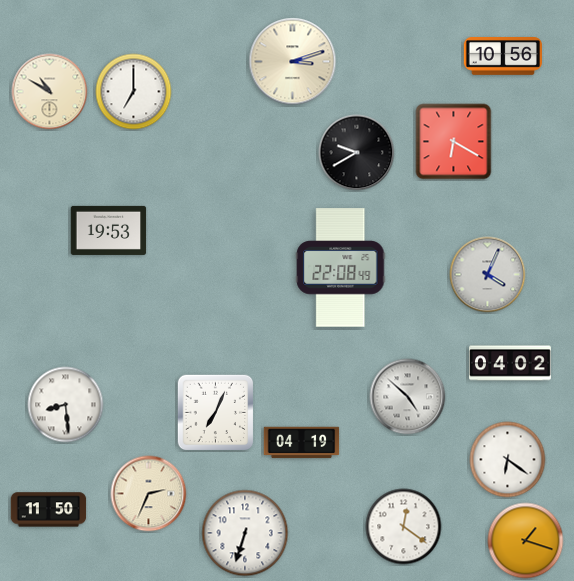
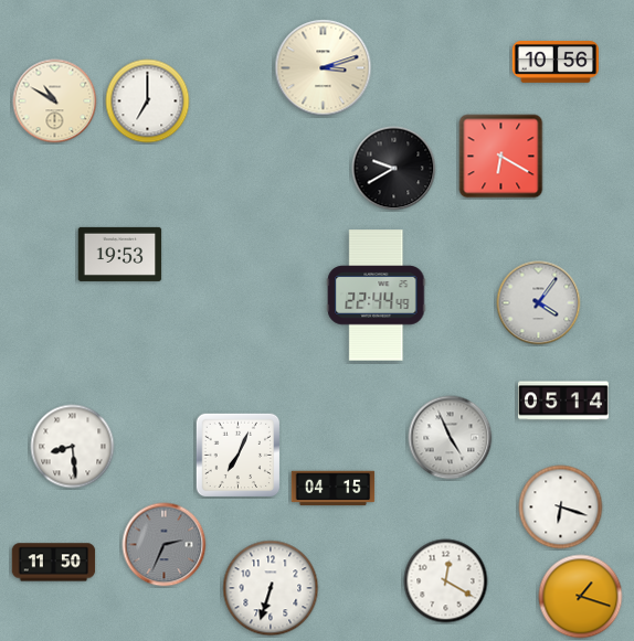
clock at (341, 268): 22:08 -> 22:44
clock at (488, 275): 4:04 -> 4:06
clock at (511, 363): 04:02 -> 05:14
clock at (408, 397): 4:52 -> 4:56
clock at (302, 443): 04:19 -> 04:15
clock at (508, 460): 6:21 -> 6:18
clock at (149, 494) dial: cream -> grey
clock at (404, 527): 12:21 -> 12:20
